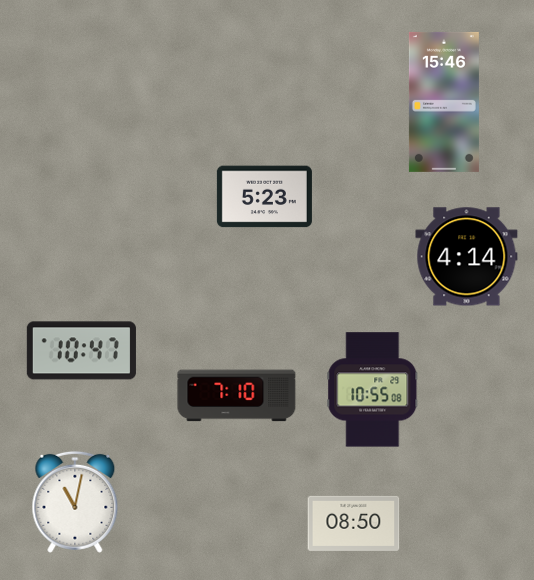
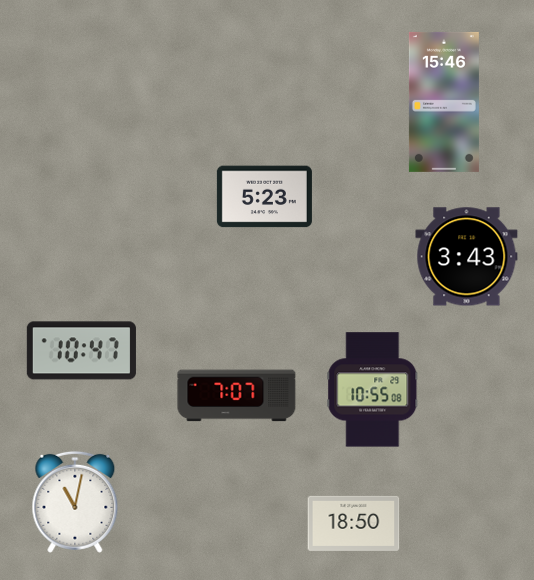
clock at (467, 257): 4:14 -> 3:43
clock at (237, 396): 7:10 -> 7:07
clock at (354, 523): 08:50 -> 18:50
